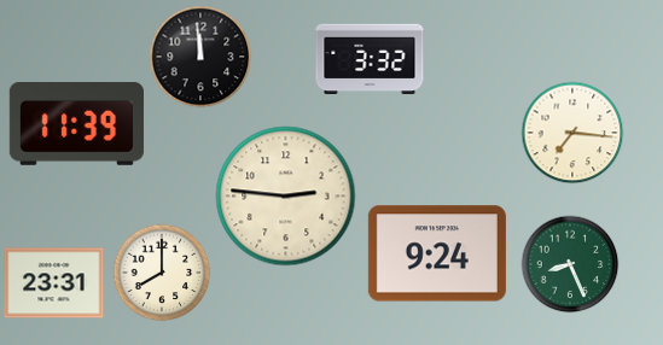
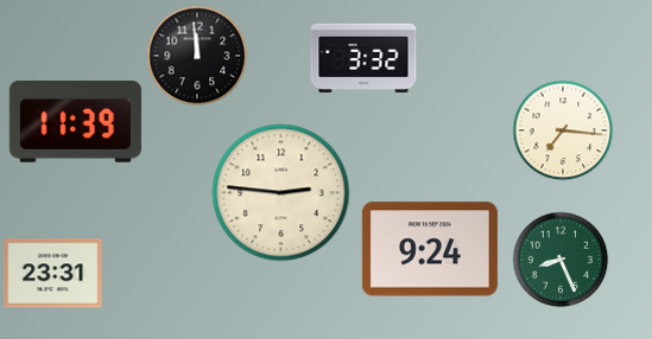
clock at (162, 273): 8:00 -> none
clock at (54, 283) position: (54, 283) -> (53, 274)
